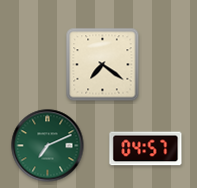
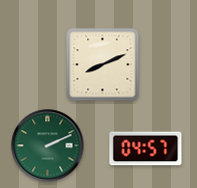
clock at (103, 65): 7:21 -> 8:11
clock at (48, 146): 7:11 -> 2:11
